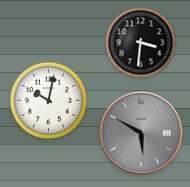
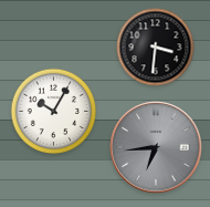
clock at (49, 101): 10:02 -> 10:05
clock at (141, 133): 5:50 -> 6:44
